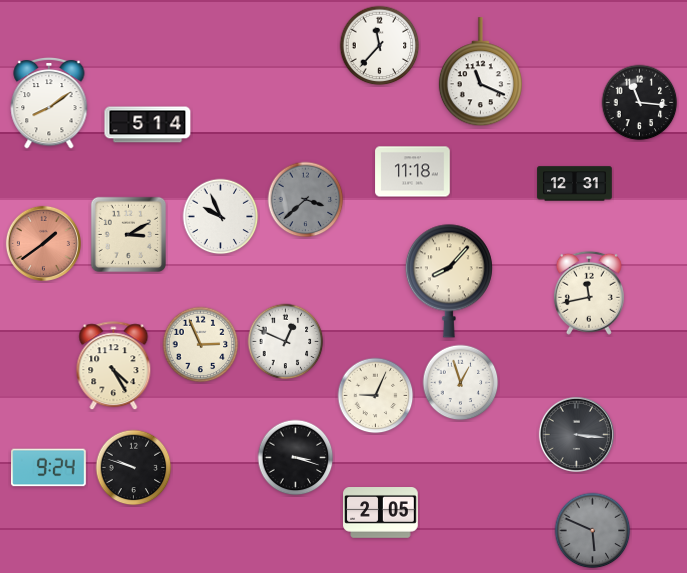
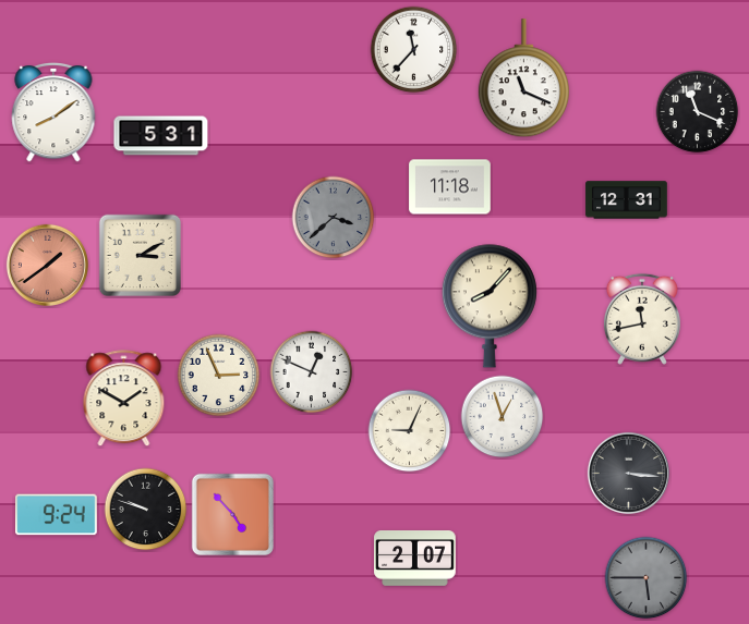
clock at (640, 103): 11:16 -> 11:19
clock at (148, 125): 5:14 -> 5:31
clock at (221, 217): 9:56 -> none
clock at (114, 366): 4:25 -> 1:50
clock at (296, 458): 3:18 -> none
clock at (49, 468) position: (49, 468) -> (57, 515)
clock at (232, 514): none -> 4:53
clock at (381, 513): 2:05 -> 2:07
clock at (593, 531): 5:49 -> 5:45
